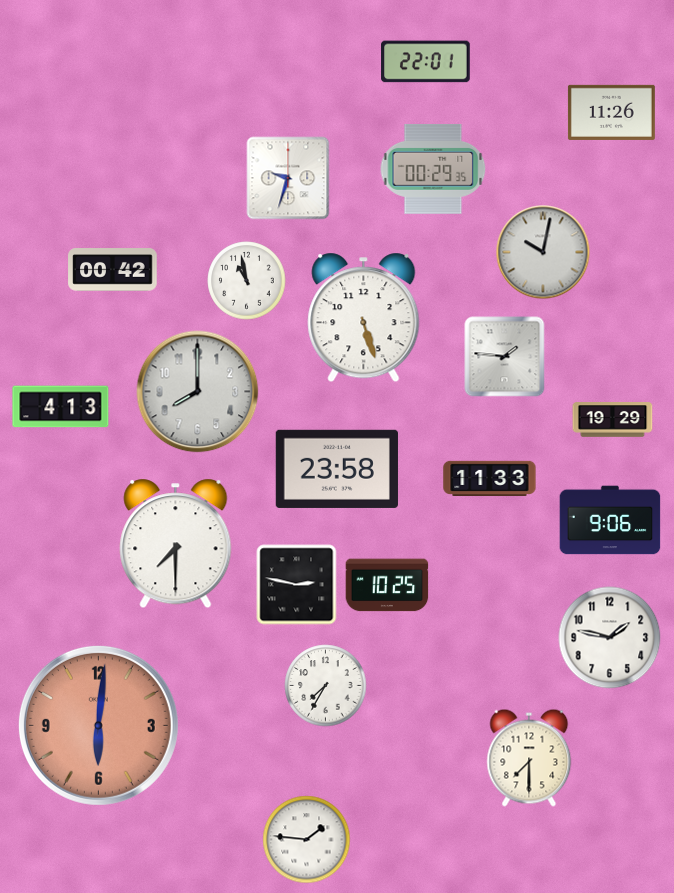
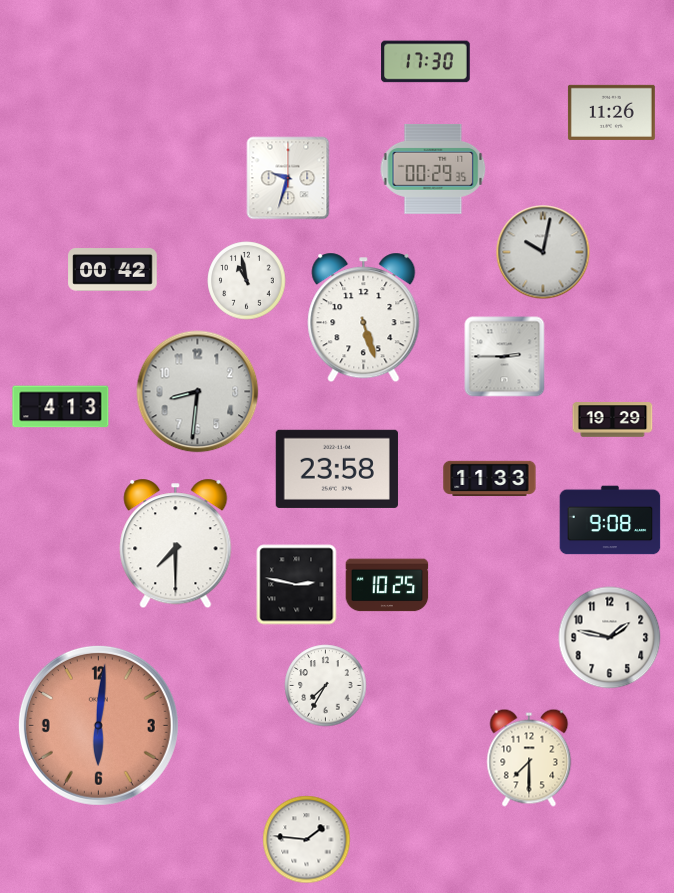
clock at (426, 62): 22:01 -> 17:30
clock at (505, 357): 1:46 -> 2:45
clock at (198, 392): 8:00 -> 8:31
clock at (610, 520): 9:06 -> 9:08
